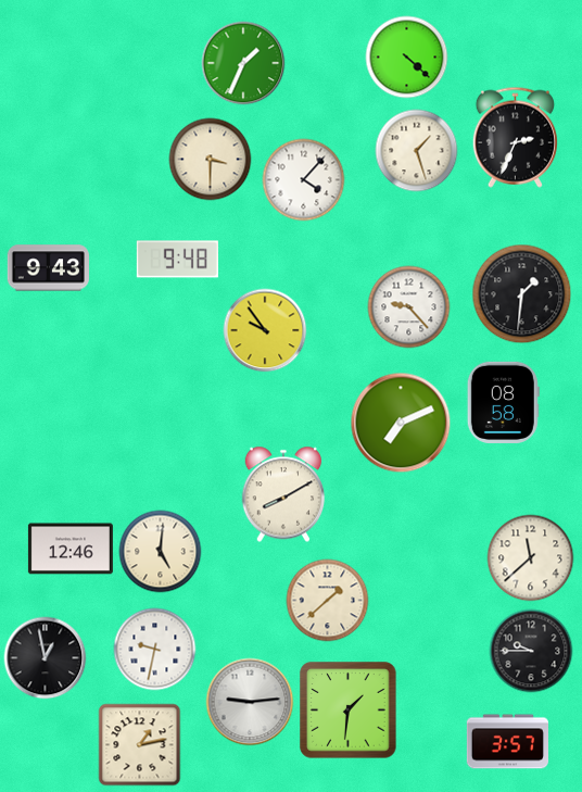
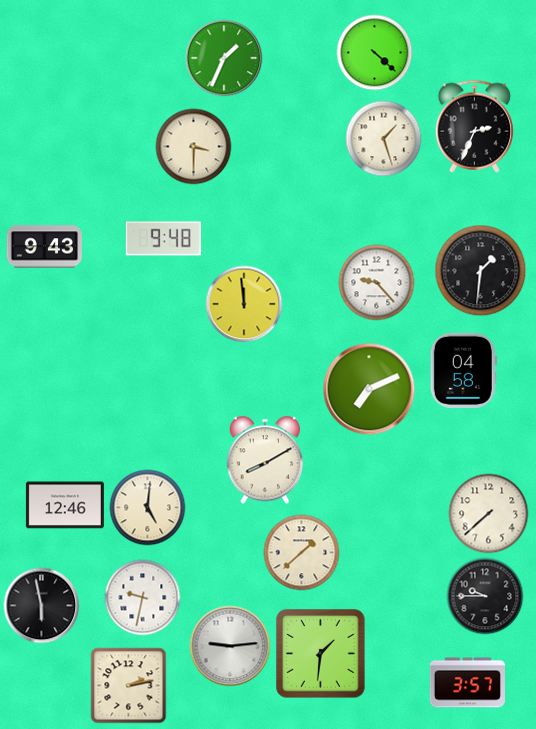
clock at (304, 180): 4:07 -> none
clock at (265, 330): 9:54 -> 11:59
clock at (503, 402): 08:58 -> 04:58
clock at (283, 494) position: (283, 494) -> (265, 460)
clock at (531, 558): 11:38 -> 7:38
clock at (531, 651) position: (531, 651) -> (485, 596)
clock at (46, 658): 12:58 -> 5:58
clock at (140, 745): 1:13 -> 2:13
